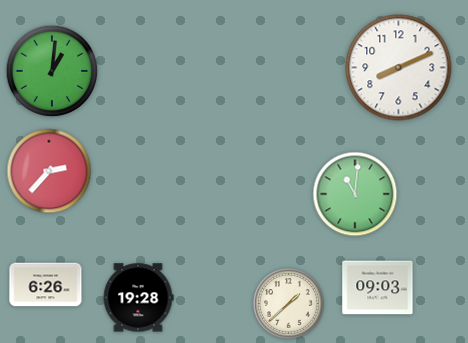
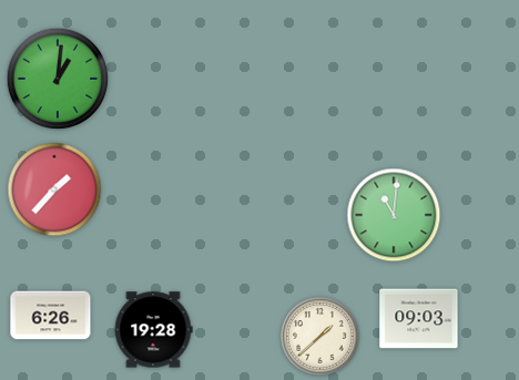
clock at (399, 68): 8:11 -> none
clock at (49, 171): 2:37 -> 1:37
